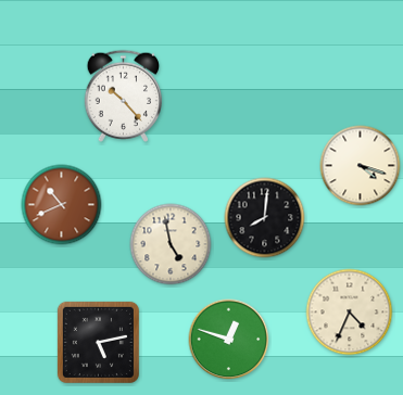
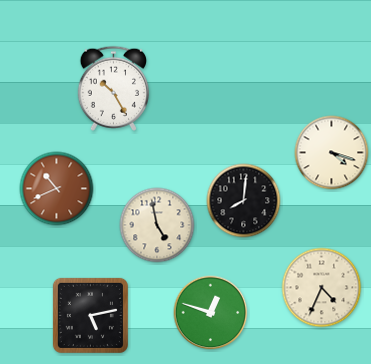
clock at (123, 95): 10:23 -> 10:25
